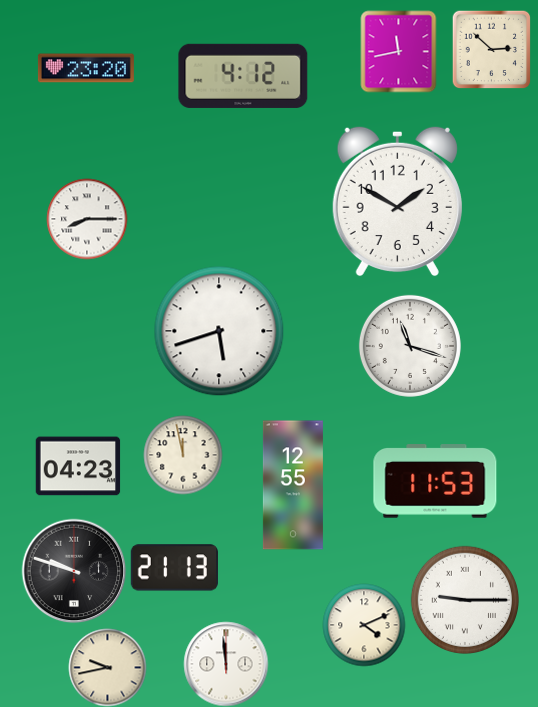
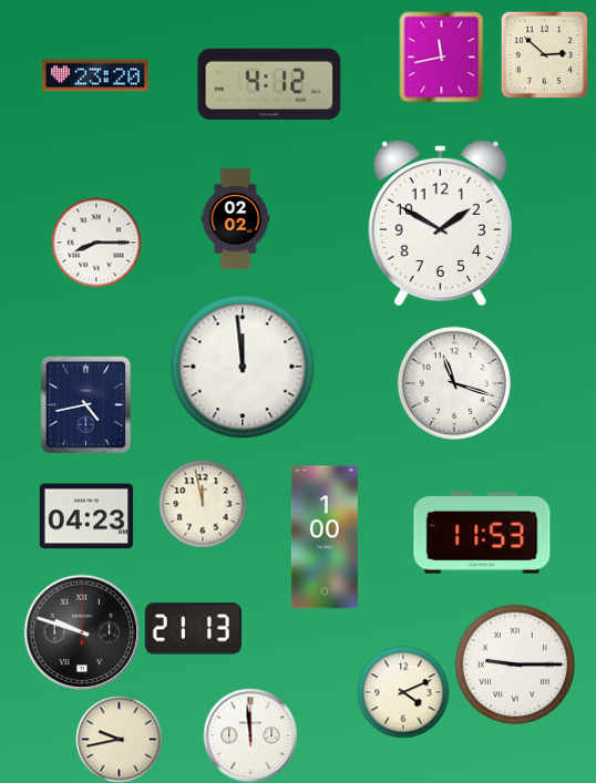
clock at (236, 218): none -> 02:02
clock at (219, 331): 5:42 -> 11:59
clock at (86, 404): none -> 4:43
clock at (293, 485): 12:55 -> 1:00
